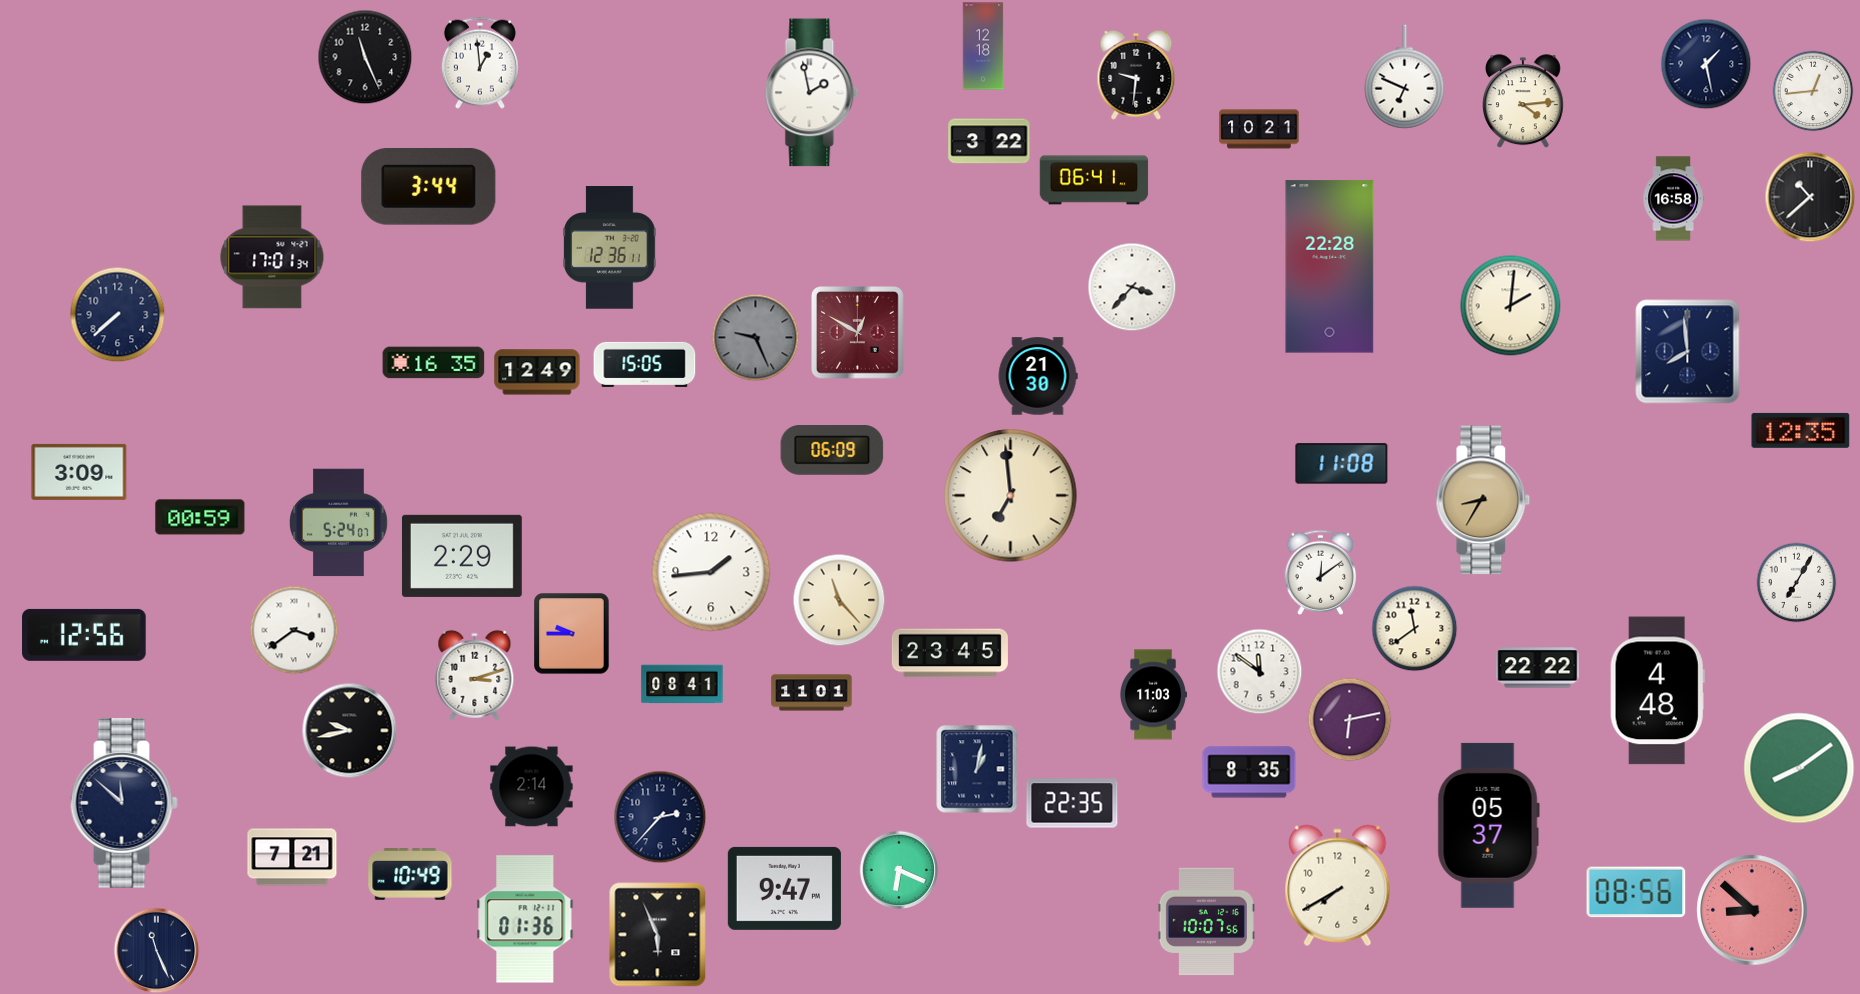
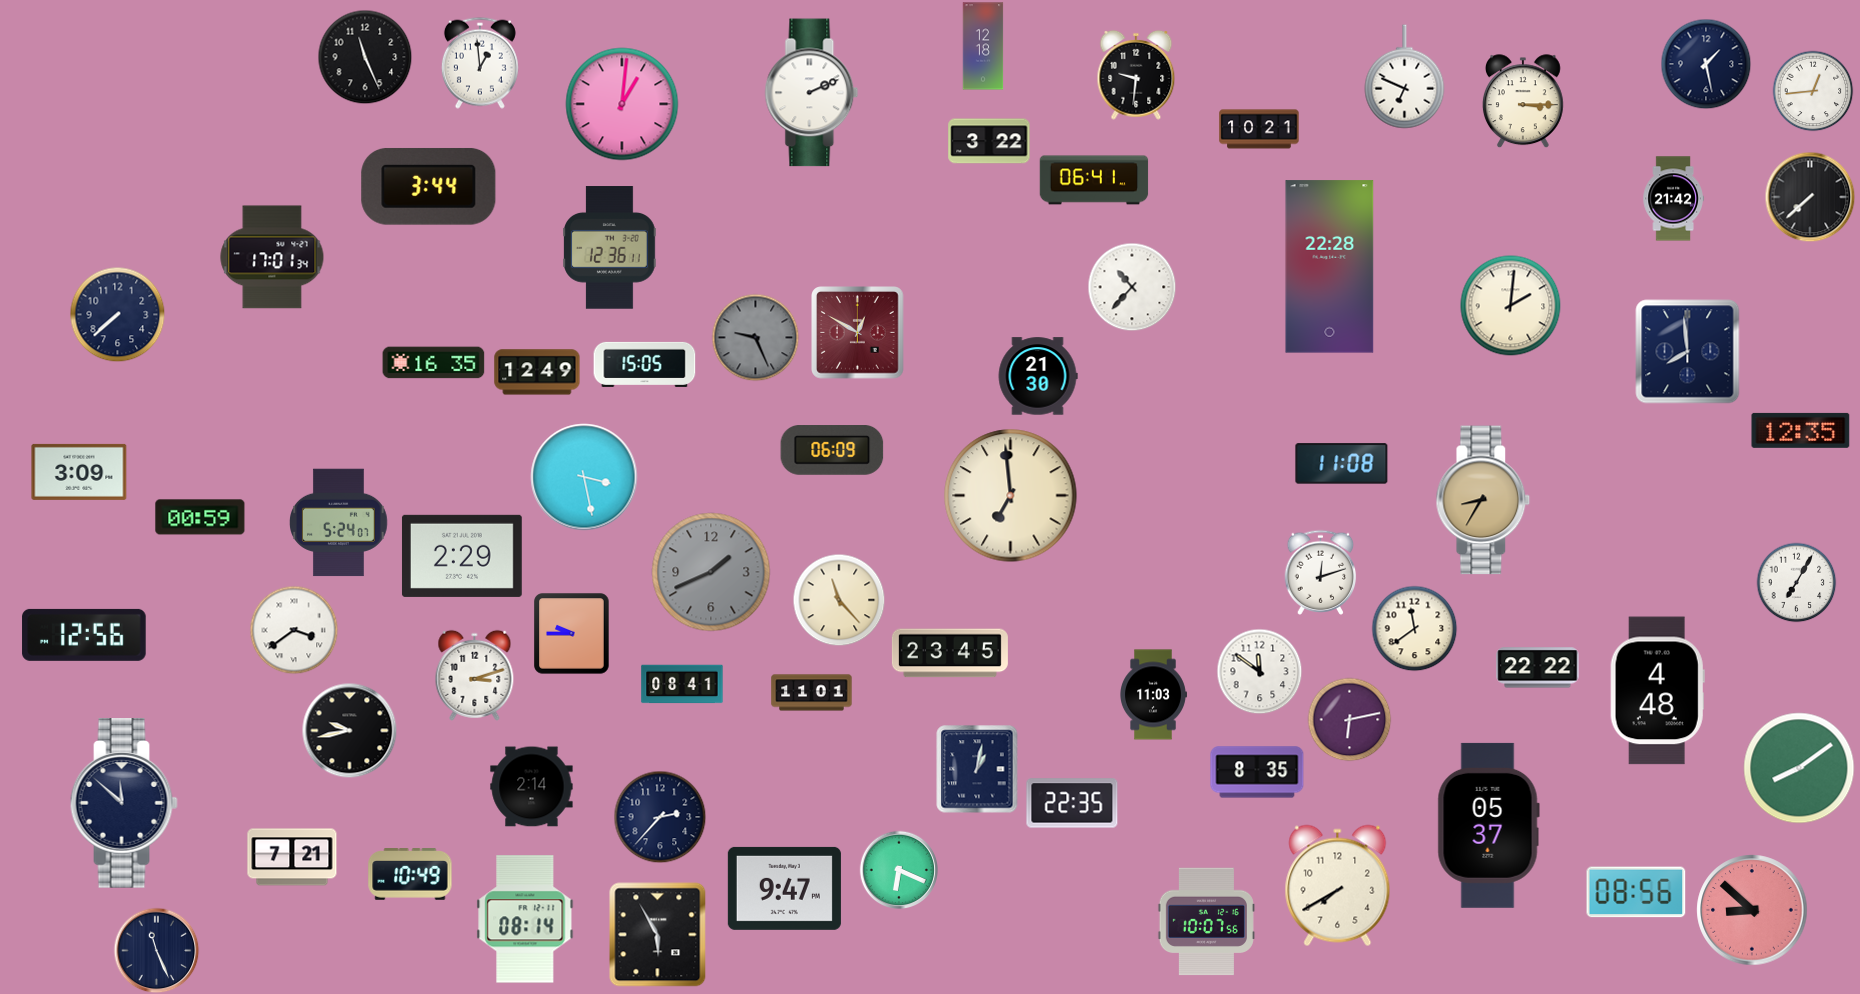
clock at (812, 93): 1:58 -> 2:11
clock at (1523, 101): 4:14 -> 3:15
clock at (622, 104): none -> 1:01
clock at (1810, 197): 10:38 -> 7:38
clock at (1673, 199): 16:58 -> 21:42
clock at (1132, 287): 3:37 -> 10:37
clock at (584, 477): none -> 3:28
clock at (711, 572): 1:44 -> 1:41
clock at (711, 572) dial: white -> grey
clock at (1321, 572): 12:09 -> 12:12
clock at (1249, 772) position: (1249, 772) -> (1257, 772)
clock at (525, 919): 01:36 -> 08:14
clock at (658, 935): 5:56 -> 5:55
